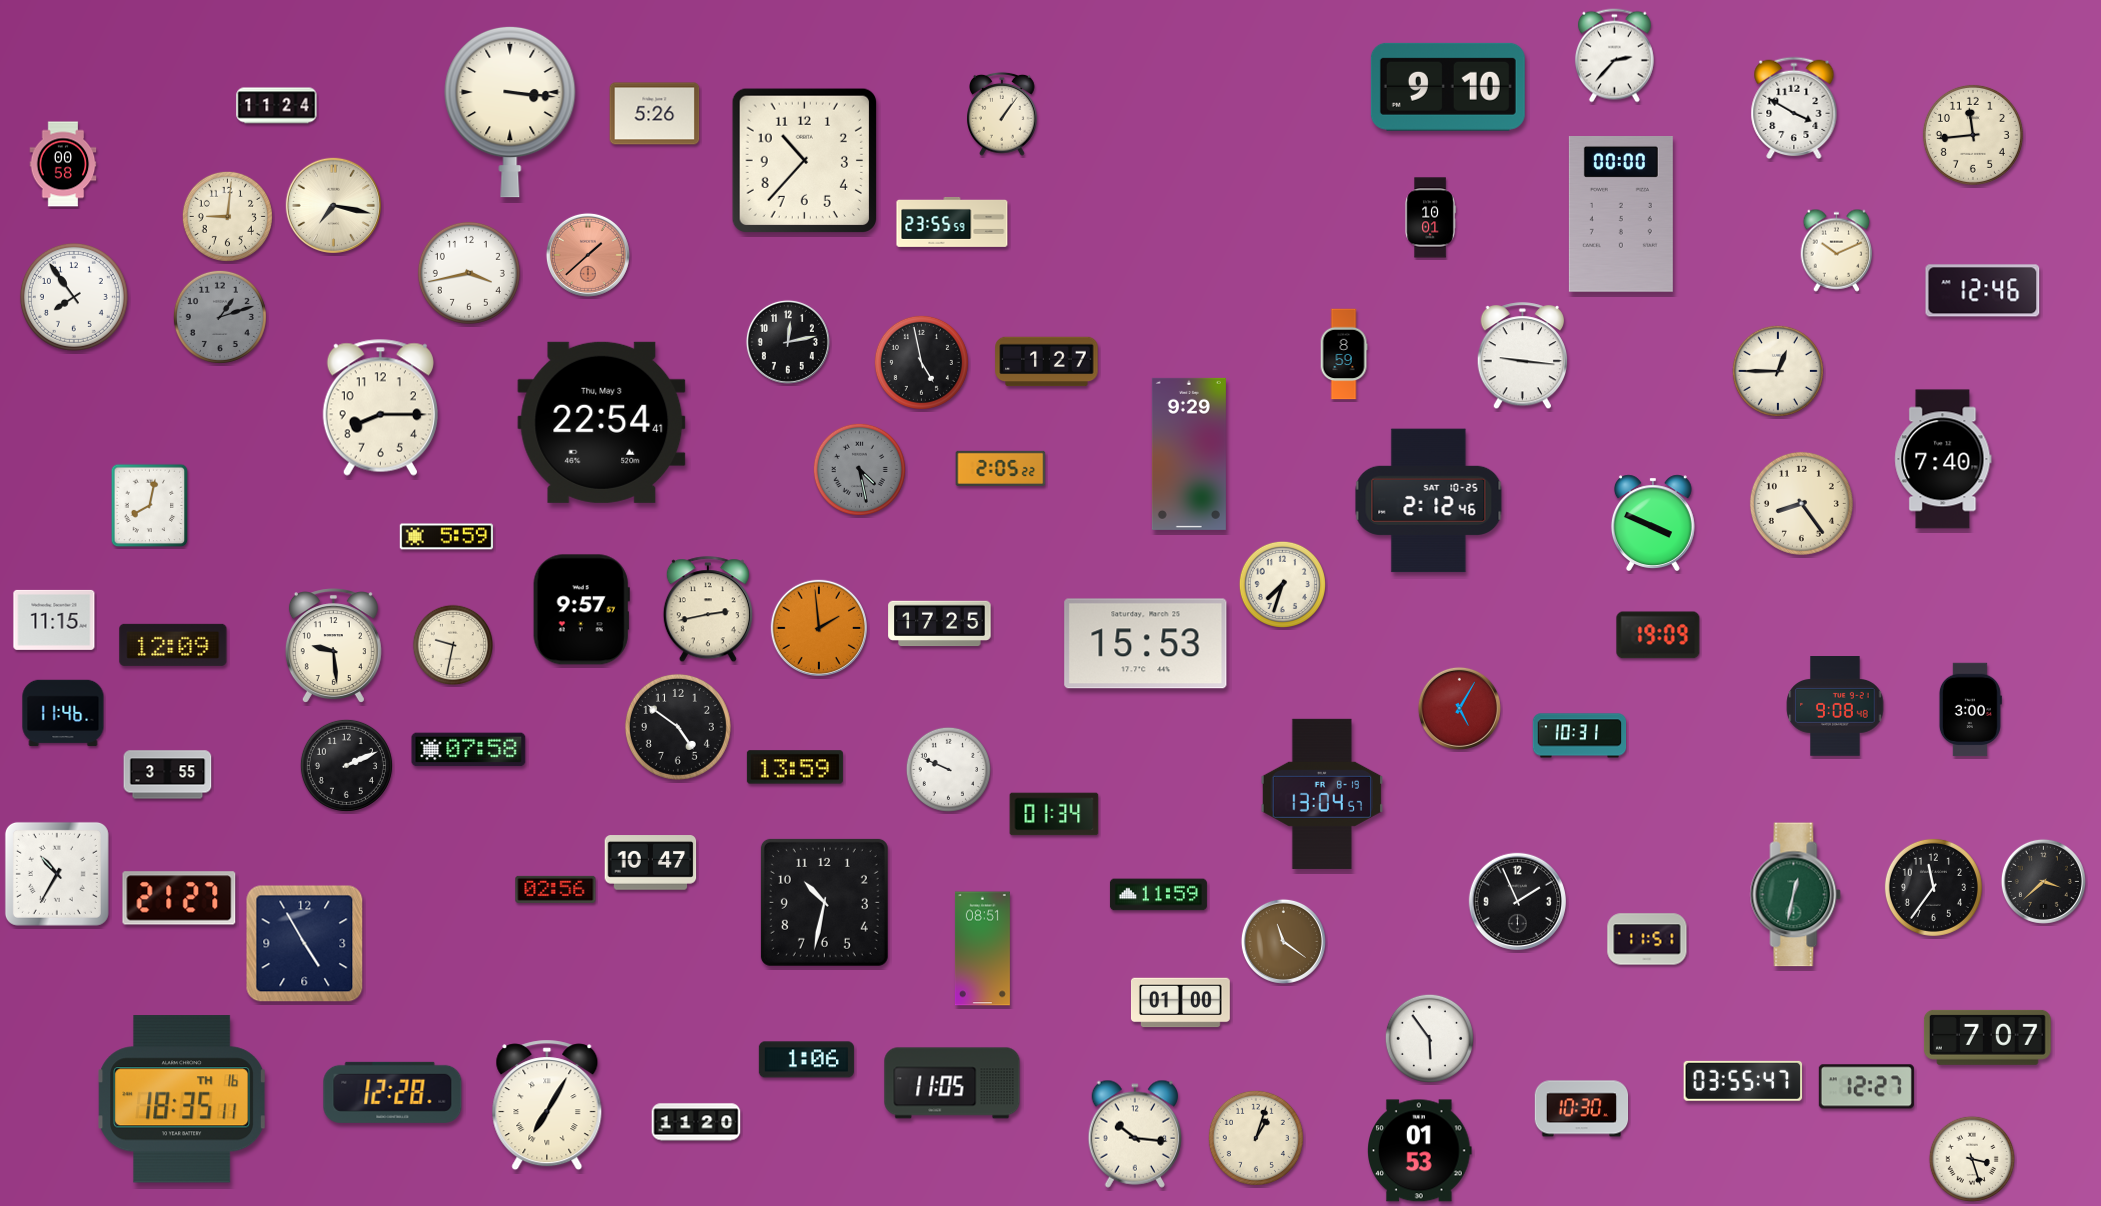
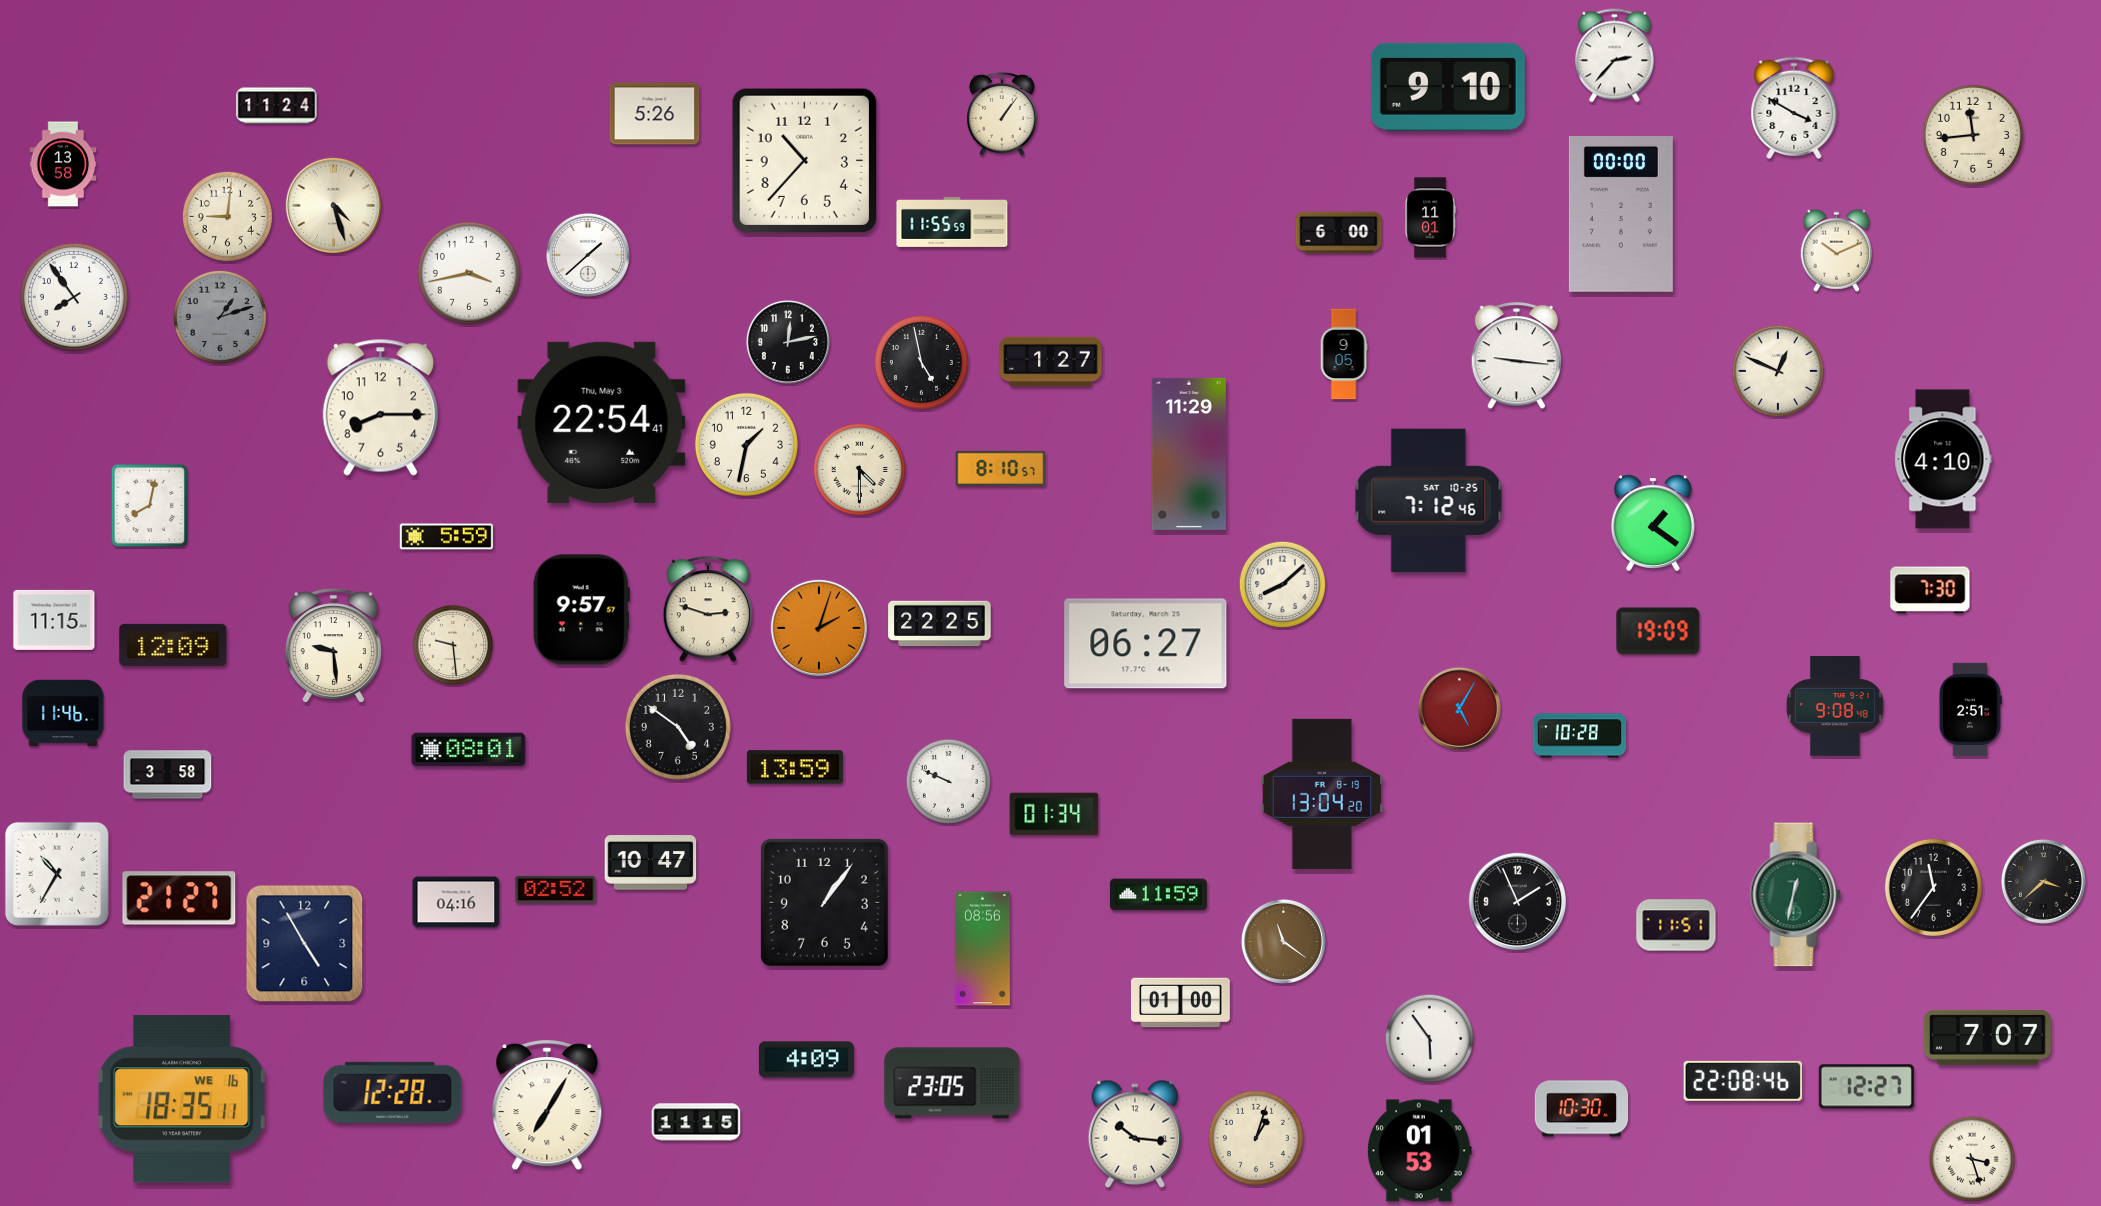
clock at (510, 112): 3:16 -> none
clock at (63, 164): 00:58 -> 13:58
clock at (333, 205): 7:17 -> 4:27
clock at (1430, 218): 10:01 -> 11:01
clock at (952, 222): 23:55 -> 11:55
clock at (1339, 233): none -> 6:00
clock at (588, 255) dial: salmon -> white
clock at (1983, 291): 12:46 -> none
clock at (1344, 354): 8:59 -> 9:05
clock at (1522, 356) position: (1522, 356) -> (1516, 356)
clock at (1047, 362) position: (1047, 362) -> (1051, 362)
clock at (1778, 371): 12:45 -> 12:49
clock at (746, 444): none -> 1:32
clock at (1189, 454): 9:29 -> 11:29
clock at (1943, 459): 7:40 -> 4:10
clock at (1001, 468): 2:05 -> 8:10
clock at (859, 469): 4:28 -> 4:30
clock at (859, 469) dial: grey -> cream
clock at (1429, 501): 2:12 -> 7:12
clock at (1801, 503): 8:24 -> none
clock at (1653, 523): 3:49 -> 1:21
clock at (1282, 584): 7:33 -> 8:08
clock at (1930, 590): none -> 7:30
clock at (708, 610): 2:43 -> 2:48
clock at (940, 624): 17:25 -> 22:25
clock at (819, 628): 1:59 -> 2:03
clock at (1658, 635) position: (1658, 635) -> (1658, 631)
clock at (452, 644): 9:32 -> 9:29
clock at (1146, 644): 15:53 -> 06:27
clock at (1970, 710): 3:00 -> 2:51
clock at (1580, 736): 10:31 -> 10:28
clock at (469, 750): 07:58 -> 08:01
clock at (346, 765): 2:11 -> none
clock at (948, 769) position: (948, 769) -> (948, 781)
clock at (168, 775): 3:55 -> 3:58
clock at (1321, 794): 13:04:57 -> 13:04:20
clock at (556, 889): 02:56 -> 02:52
clock at (456, 902): none -> 04:16
clock at (824, 902): 10:32 -> 1:06
clock at (1647, 939) position: (1647, 939) -> (1676, 925)
clock at (982, 949): 08:51 -> 08:56
clock at (806, 1060): 1:06 -> 4:09
clock at (1743, 1081): 03:55 -> 22:08
clock at (952, 1083): 11:05 -> 23:05
clock at (182, 1099) date: TH 16 -> WE 16
clock at (696, 1122): 11:20 -> 11:15
